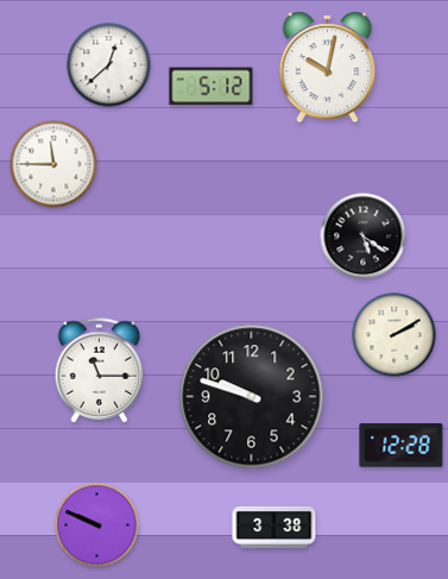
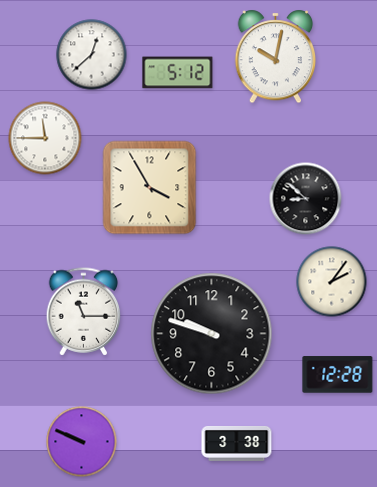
clock at (150, 188): none -> 3:55
clock at (364, 237): 5:21 -> 8:52
clock at (395, 335): 2:10 -> 2:06
clock at (275, 527) position: (275, 527) -> (237, 443)
